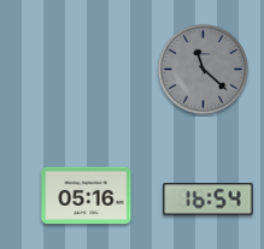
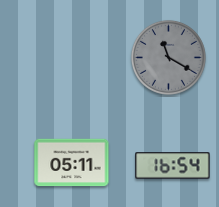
clock at (203, 69): 11:22 -> 11:20
clock at (87, 196): 05:16 -> 05:11
